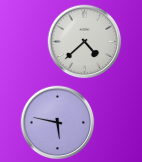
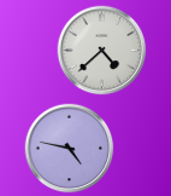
clock at (58, 123): 5:47 -> 4:47
